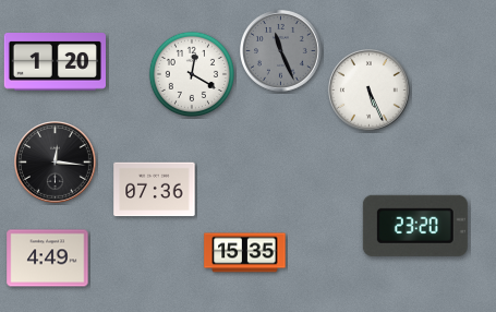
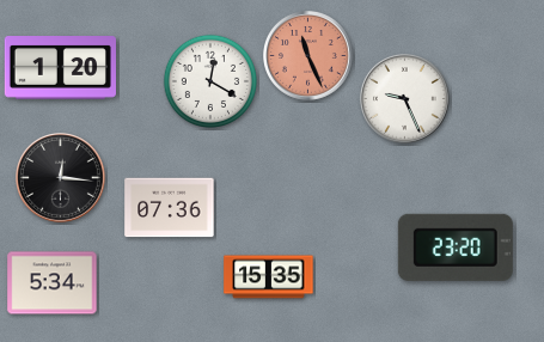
clock at (281, 51) dial: grey -> salmon
clock at (370, 91): 5:26 -> 9:26
clock at (48, 259): 4:49 -> 5:34
